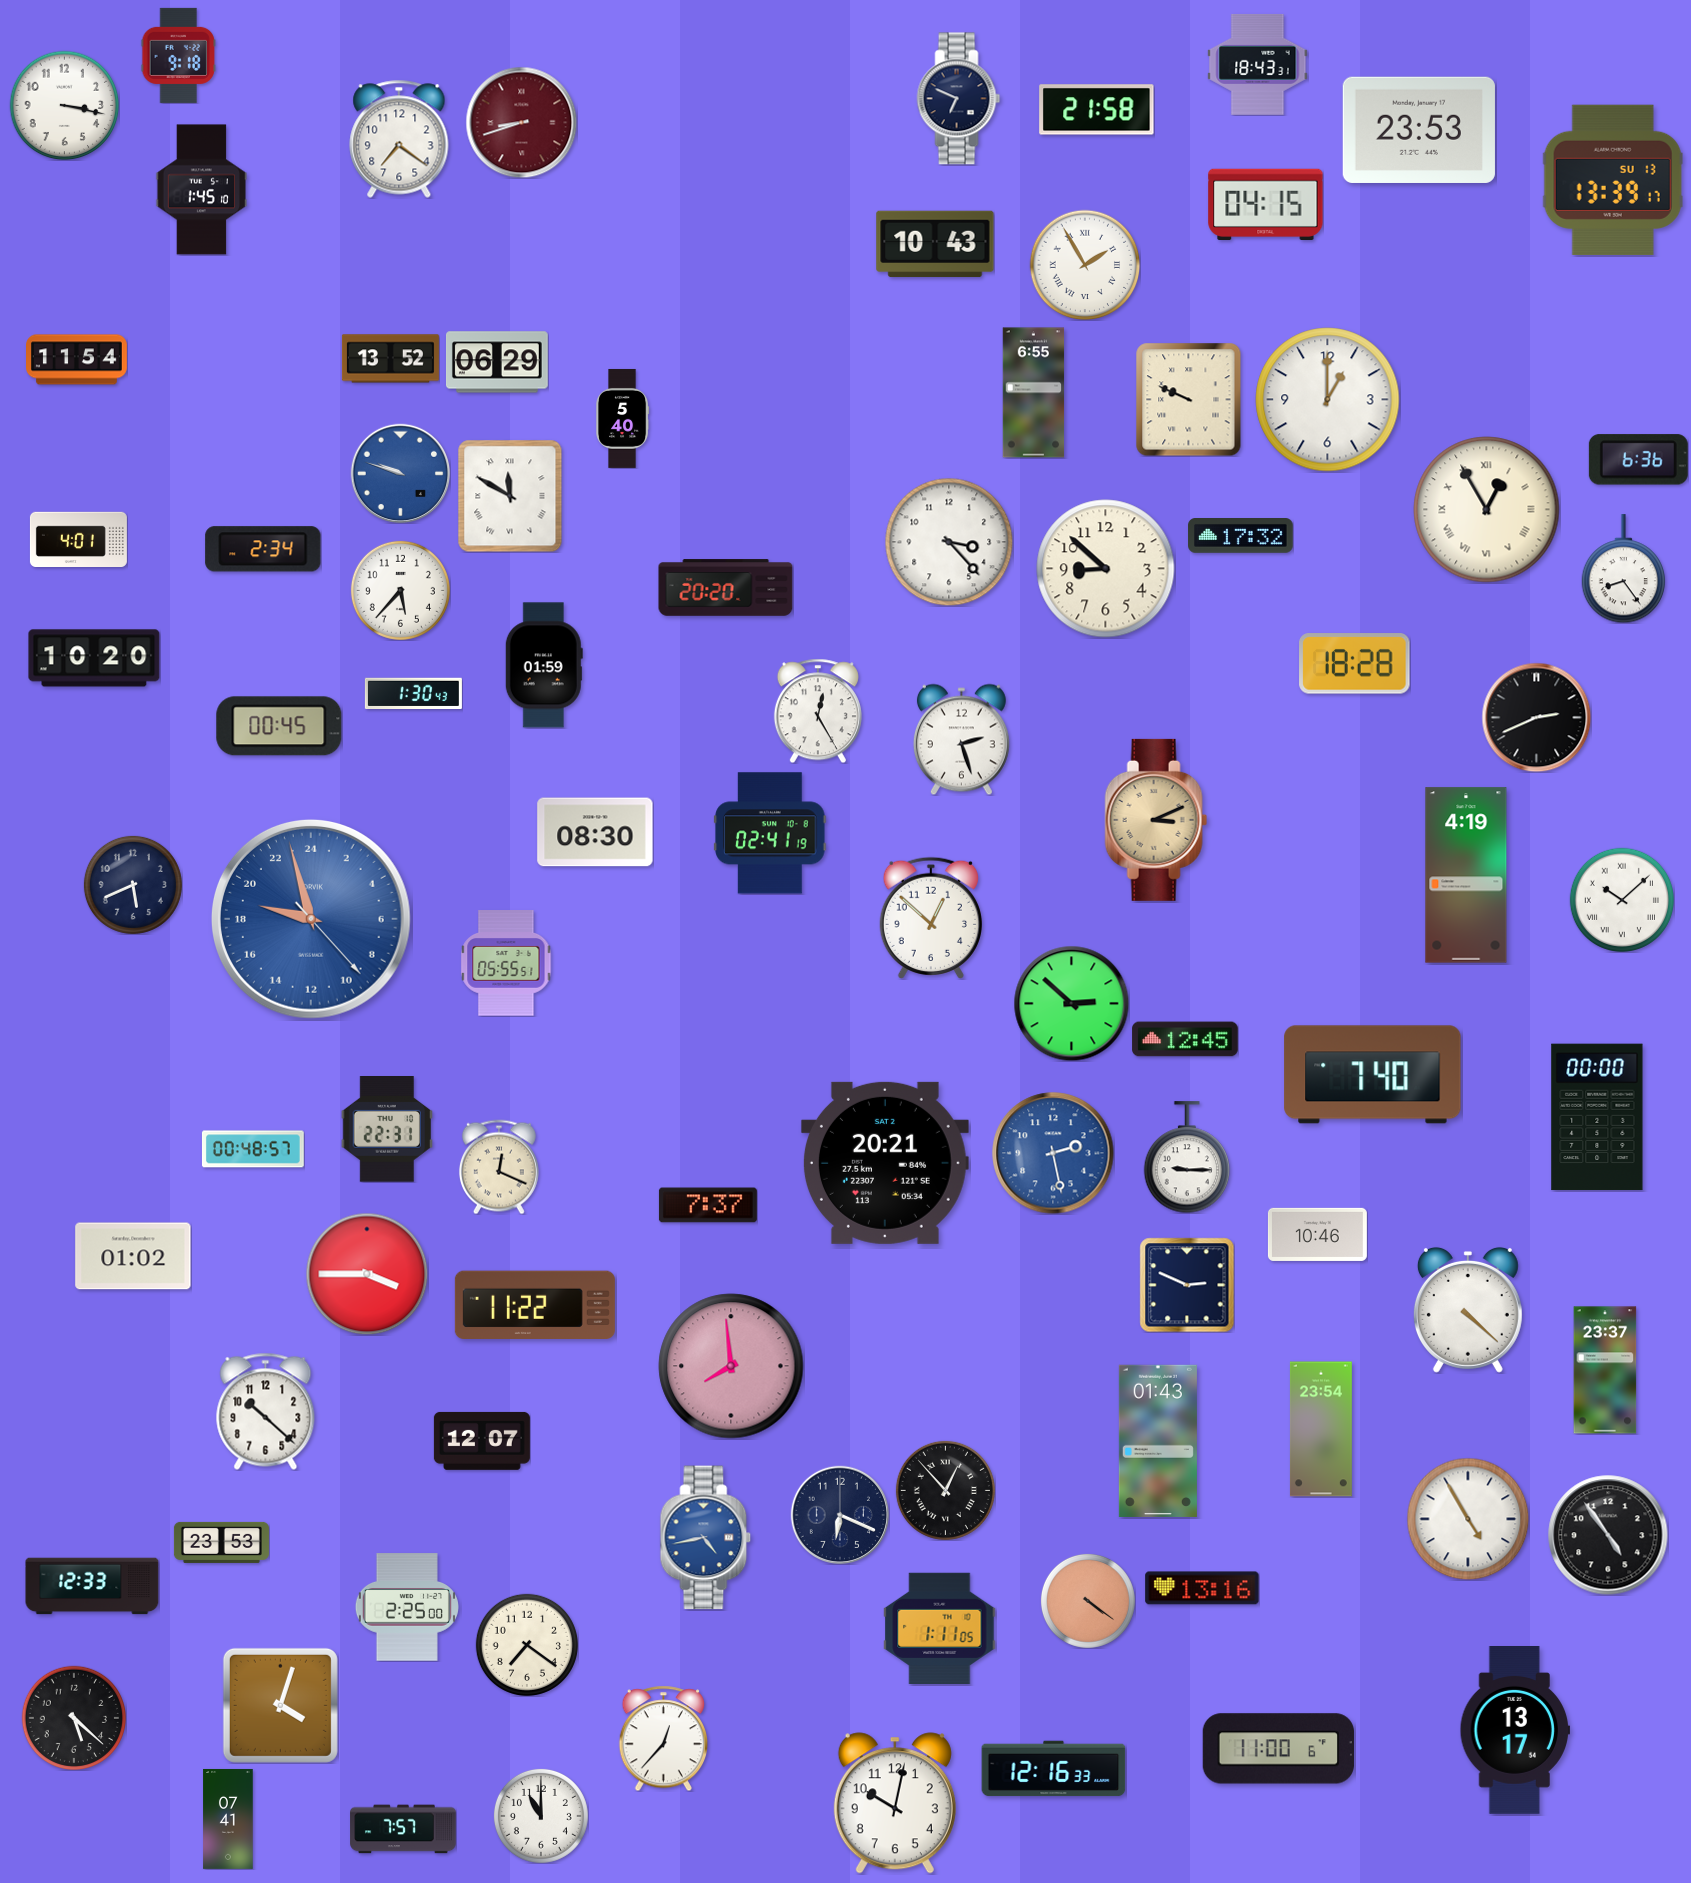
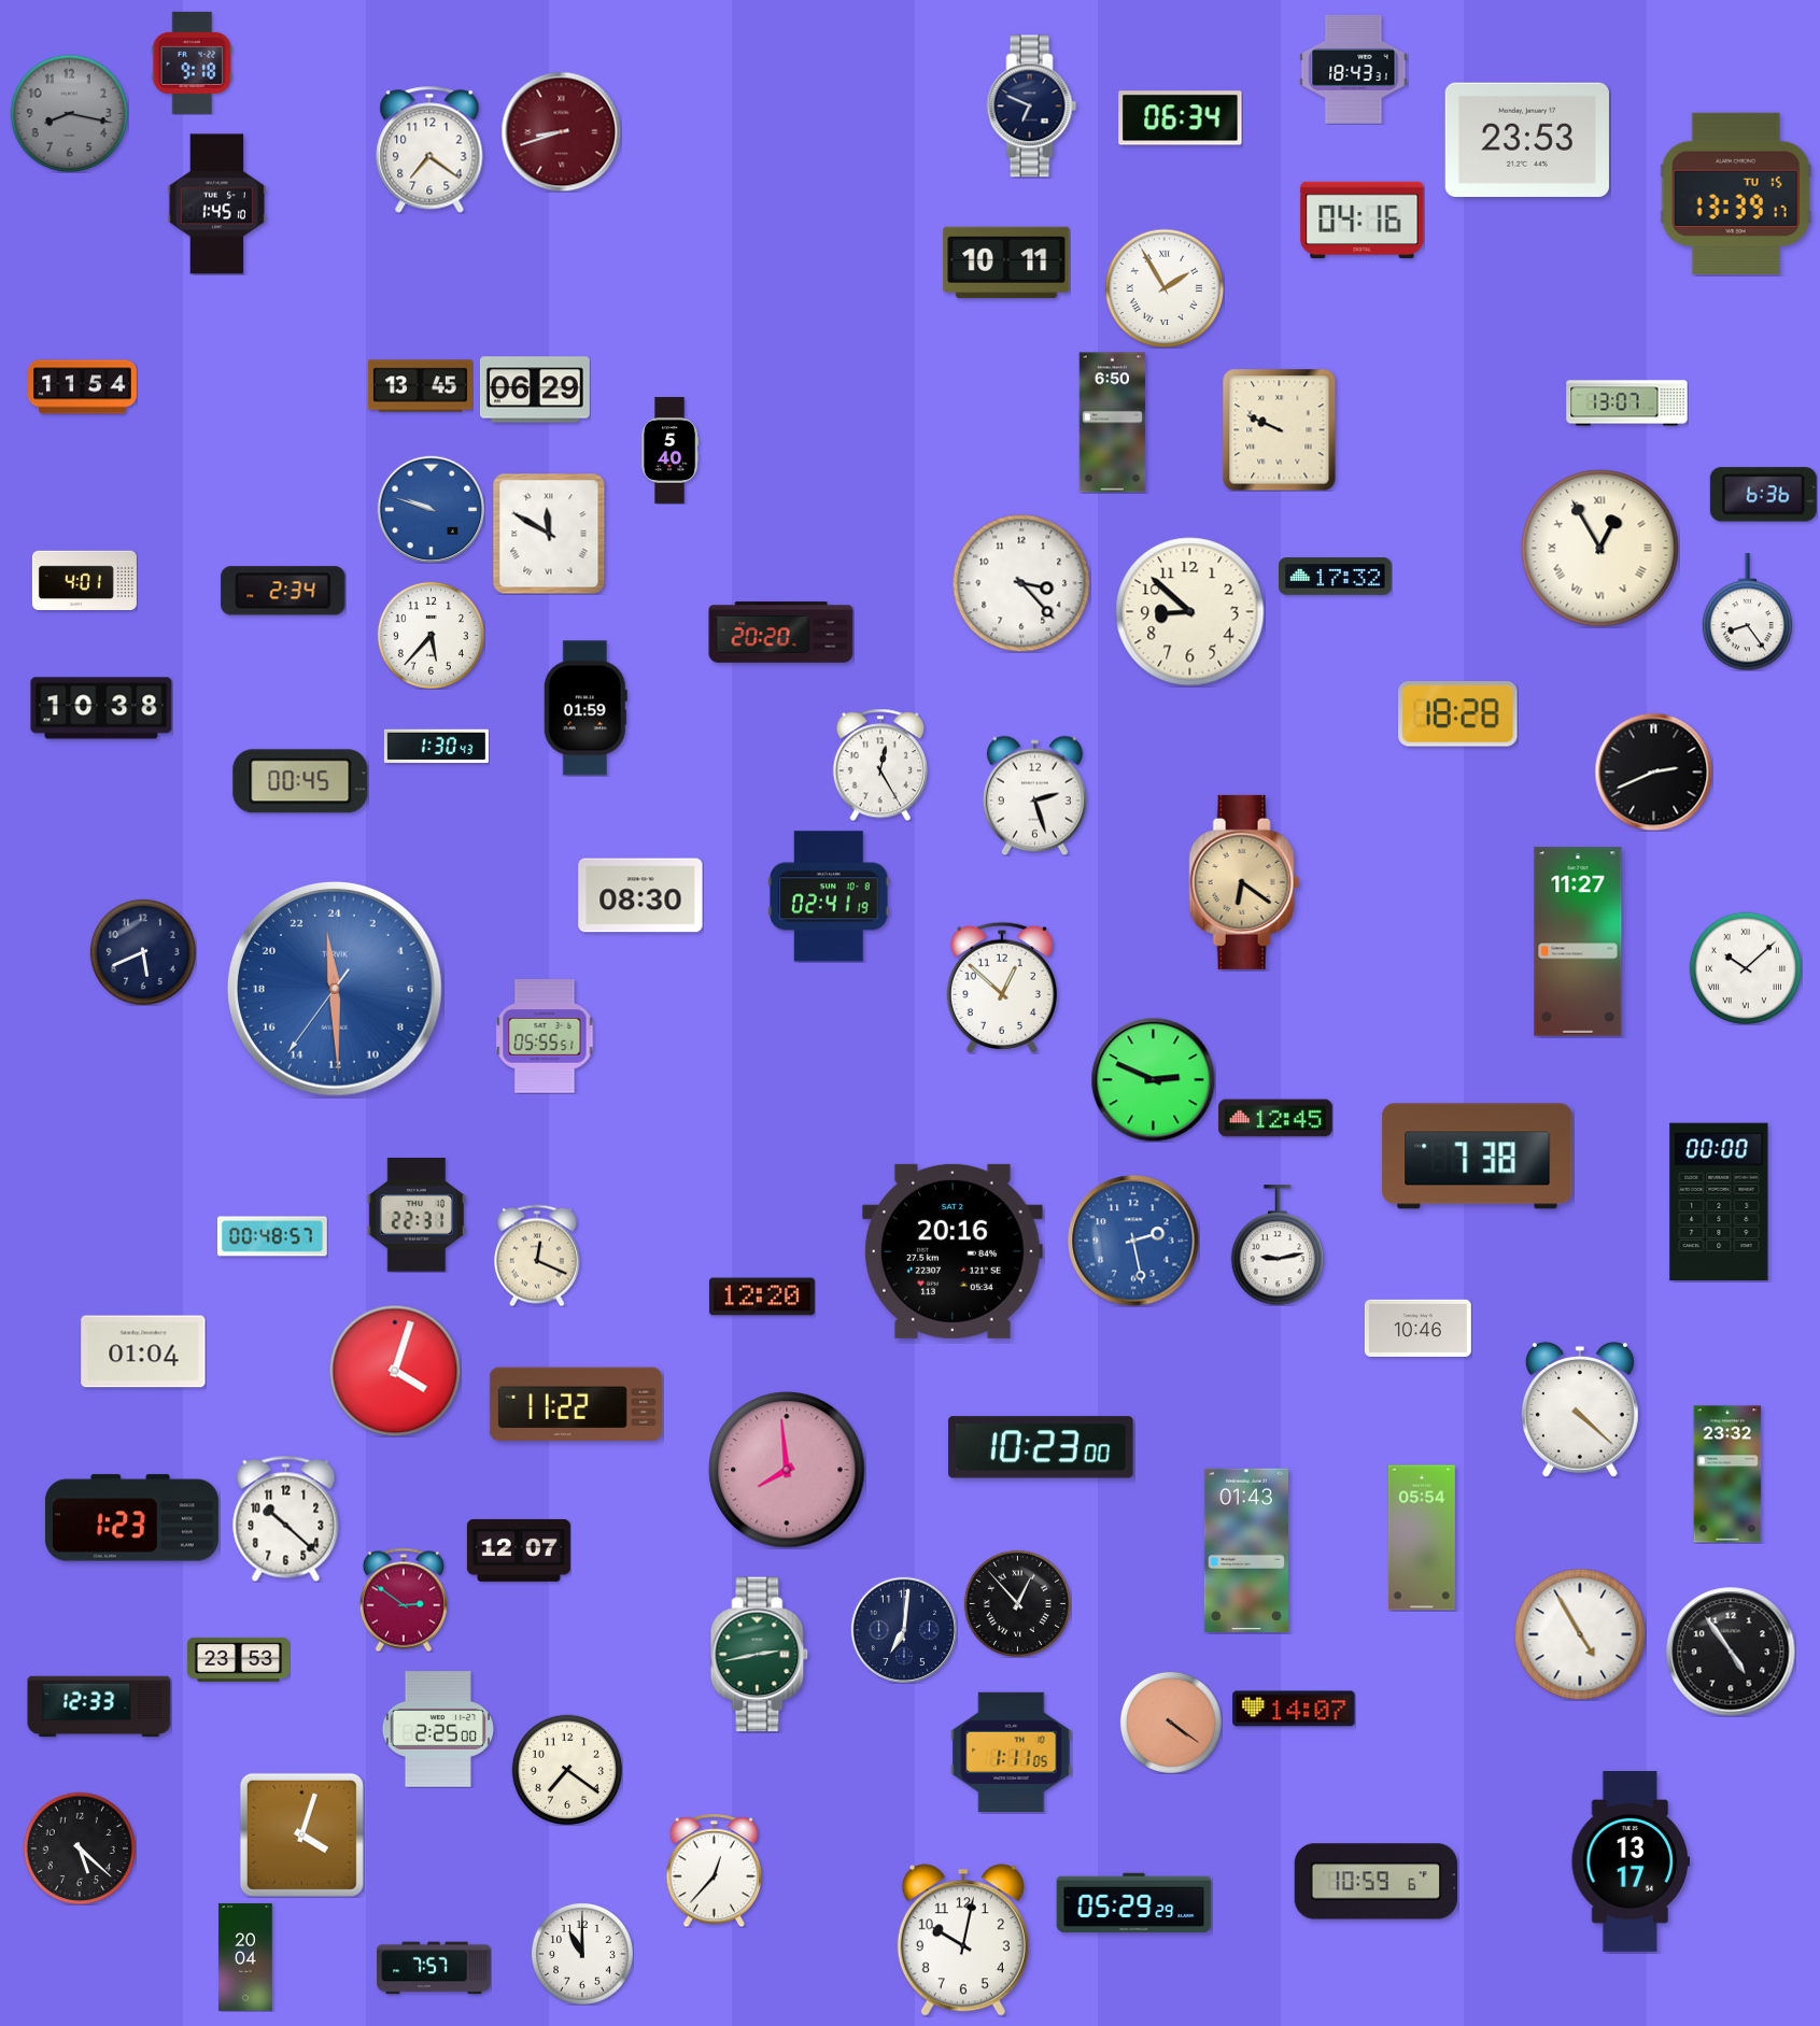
clock at (178, 55) position: (178, 55) -> (192, 62)
clock at (64, 105): 3:17 -> 8:17
clock at (64, 105) dial: white -> grey
clock at (1097, 110): 21:58 -> 06:34
clock at (1613, 180) date: SU 13 -> TU 15
clock at (1266, 205): 04:15 -> 04:16
clock at (935, 244): 10:43 -> 10:11
clock at (1085, 265) position: (1085, 265) -> (1165, 288)
clock at (390, 359): 13:52 -> 13:45
clock at (1627, 403): none -> 13:07
clock at (1034, 393): 6:55 -> 6:50
clock at (1328, 400): 1:00 -> none
clock at (94, 658): 10:20 -> 10:38
clock at (544, 665) position: (544, 665) -> (585, 708)
clock at (413, 693) position: (413, 693) -> (436, 746)
clock at (1156, 820): 3:11 -> 6:21
clock at (1466, 875): 4:19 -> 11:27
clock at (311, 919): 18:57 -> 23:29
clock at (1071, 1003): 2:52 -> 2:49
clock at (1373, 1075): 7:40 -> 7:38
clock at (1187, 1157): 9:15 -> 9:13
clock at (885, 1163): 20:21 -> 20:16
clock at (708, 1205): 7:37 -> 12:20
clock at (133, 1256): 01:02 -> 01:04
clock at (367, 1274): 3:45 -> 4:03
clock at (1187, 1285): 2:49 -> none
clock at (1041, 1447): none -> 10:23
clock at (1605, 1370): 23:37 -> 23:32
clock at (131, 1518): none -> 1:23
clock at (1321, 1429): 23:54 -> 05:54
clock at (404, 1600): none -> 2:51
clock at (839, 1514): 6:19 -> 7:01
clock at (706, 1538): 4:43 -> 2:43
clock at (706, 1538) dial: blue -> green
clock at (1202, 1588): 13:16 -> 14:07
clock at (1278, 1749): 11:00 -> 10:59
clock at (1054, 1769): 12:16 -> 05:29
clock at (228, 1819): 07:41 -> 20:04
